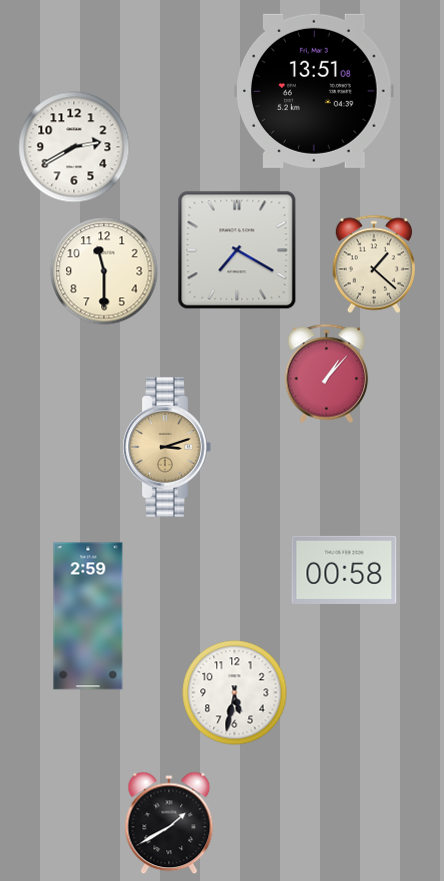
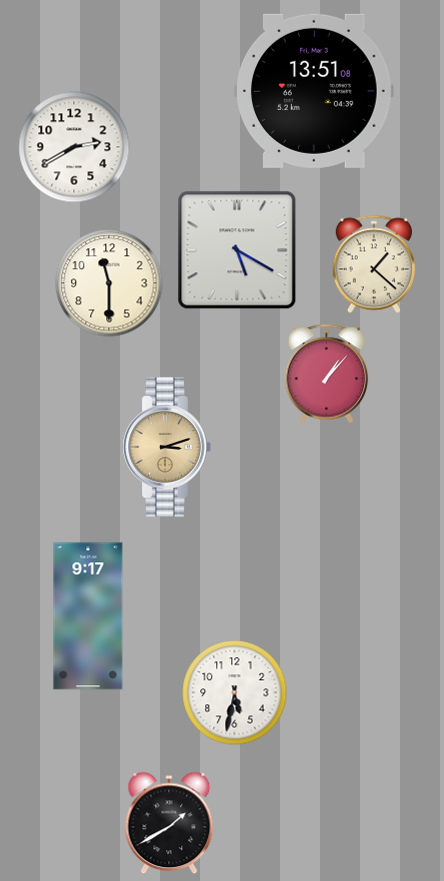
clock at (237, 250): 7:20 -> 5:20
clock at (104, 271) position: (104, 271) -> (109, 283)
clock at (344, 570): 00:58 -> none
clock at (88, 616): 2:59 -> 9:17
